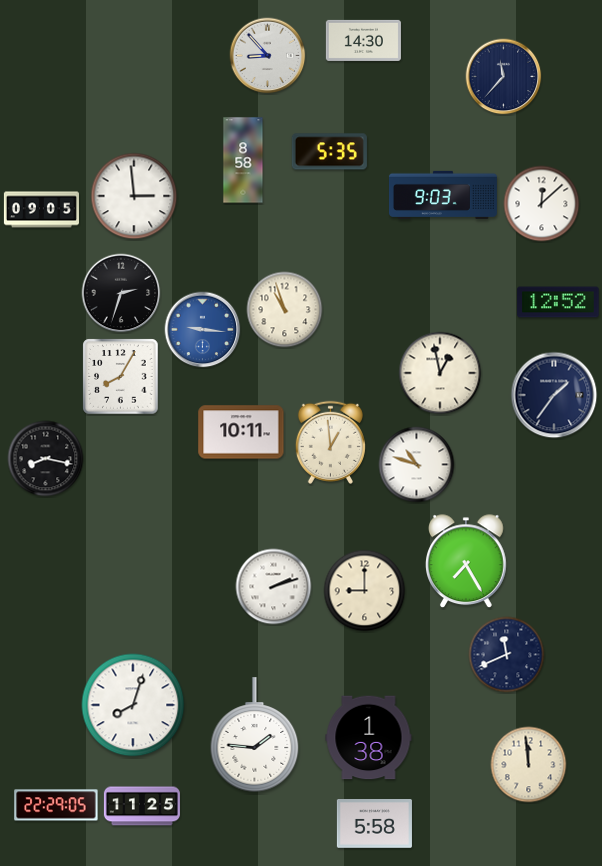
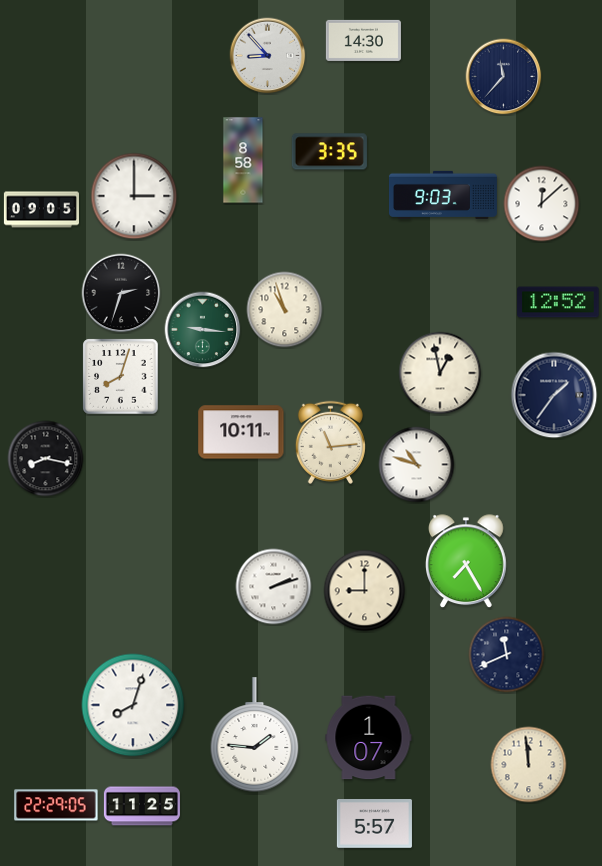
clock at (329, 152): 5:35 -> 3:35
clock at (134, 196): 2:59 -> 3:00
clock at (203, 330) dial: blue -> green
clock at (121, 377): 8:05 -> 8:03
clock at (330, 442): 12:59 -> 11:14
clock at (369, 738): 1:38 -> 1:07
clock at (374, 824): 5:58 -> 5:57
